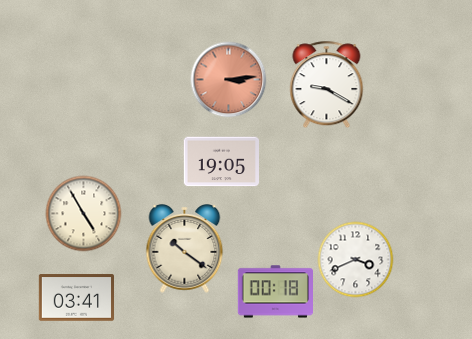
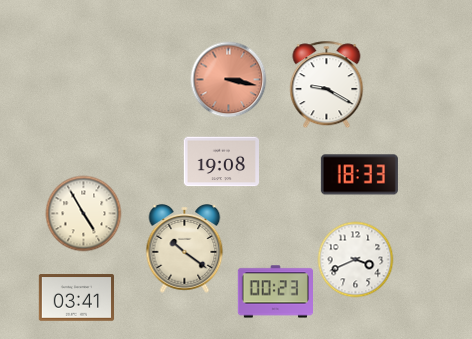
clock at (229, 80): 3:14 -> 3:17
clock at (221, 162): 19:05 -> 19:08
clock at (359, 175): none -> 18:33
clock at (275, 292): 00:18 -> 00:23
